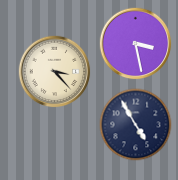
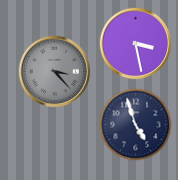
clock at (55, 72) dial: cream -> grey
clock at (136, 125): 4:55 -> 4:57
